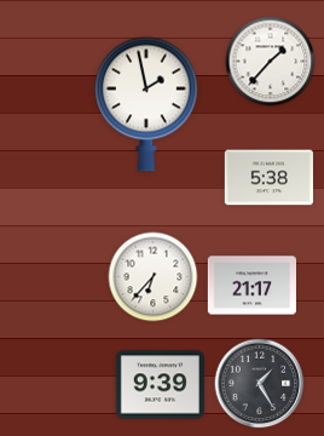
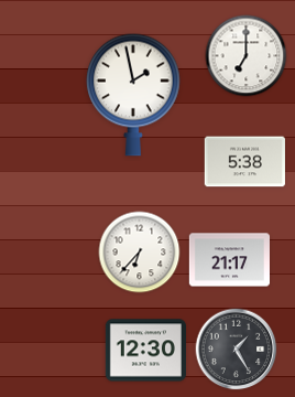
clock at (271, 62): 1:37 -> 7:00
clock at (160, 385): 9:39 -> 12:30
